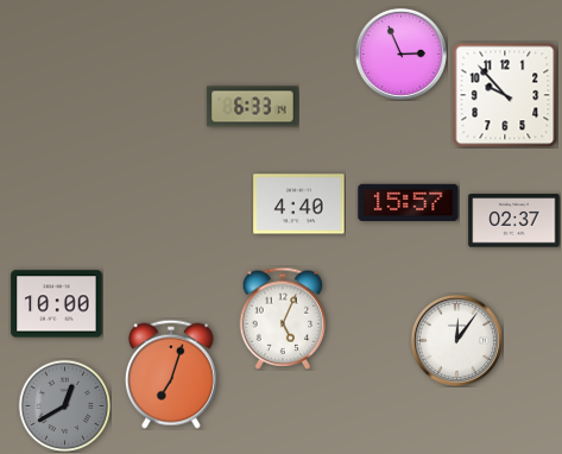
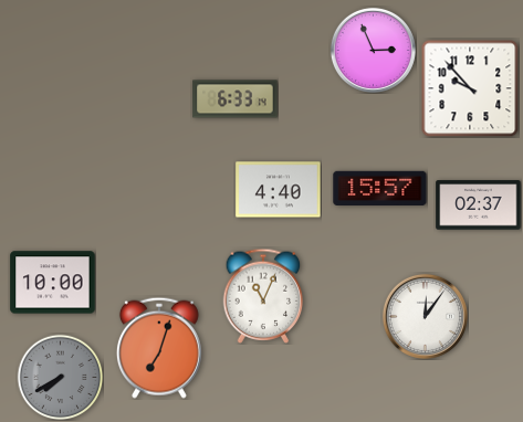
clock at (283, 319): 5:04 -> 11:04
clock at (64, 405): 12:40 -> 7:40
